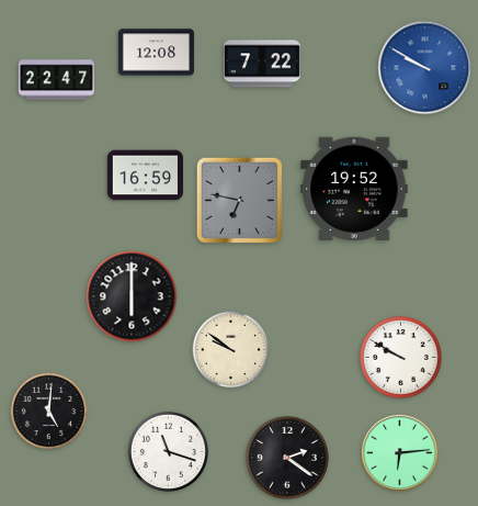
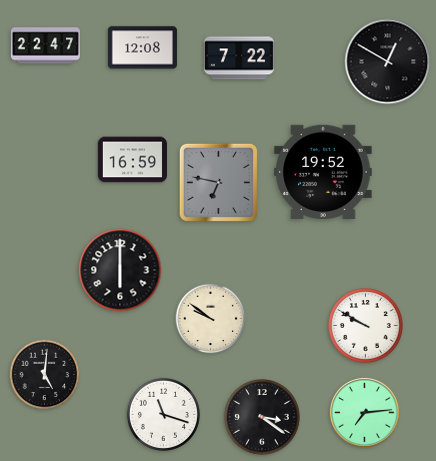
clock at (425, 68): 9:50 -> 12:50
clock at (425, 68) dial: blue -> black
clock at (56, 80) position: (56, 80) -> (45, 46)
clock at (168, 451) position: (168, 451) -> (163, 414)
clock at (399, 452): 6:14 -> 7:14
clock at (288, 459): 2:21 -> 3:21
